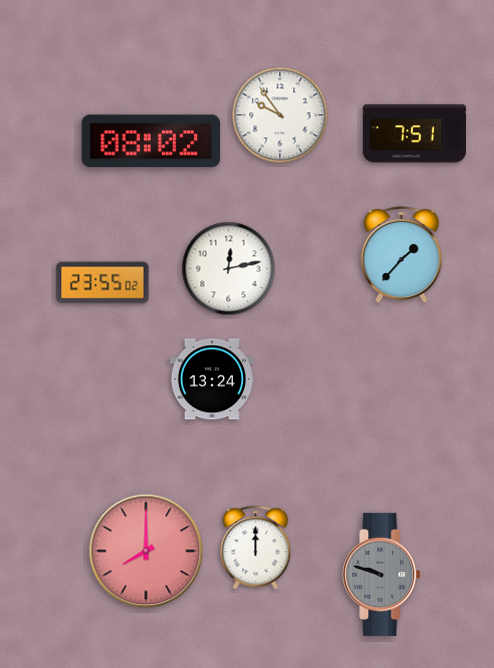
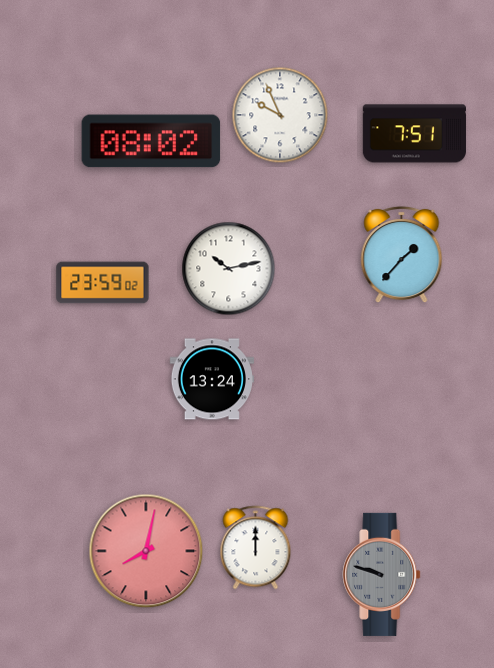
clock at (280, 115): 9:54 -> 9:56
clock at (229, 269): 12:13 -> 10:13
clock at (103, 283): 23:55 -> 23:59
clock at (146, 551): 8:00 -> 8:02
